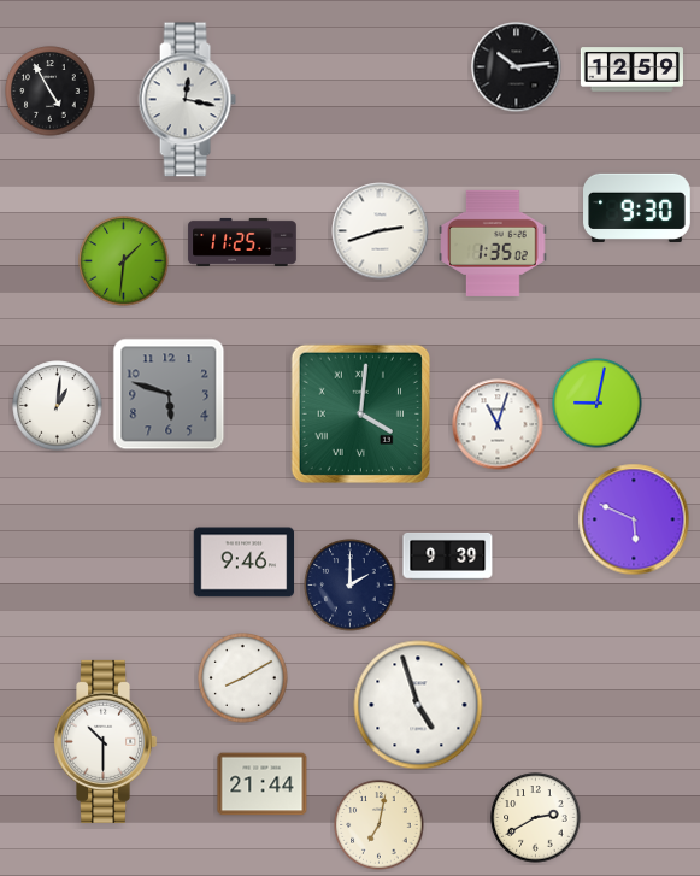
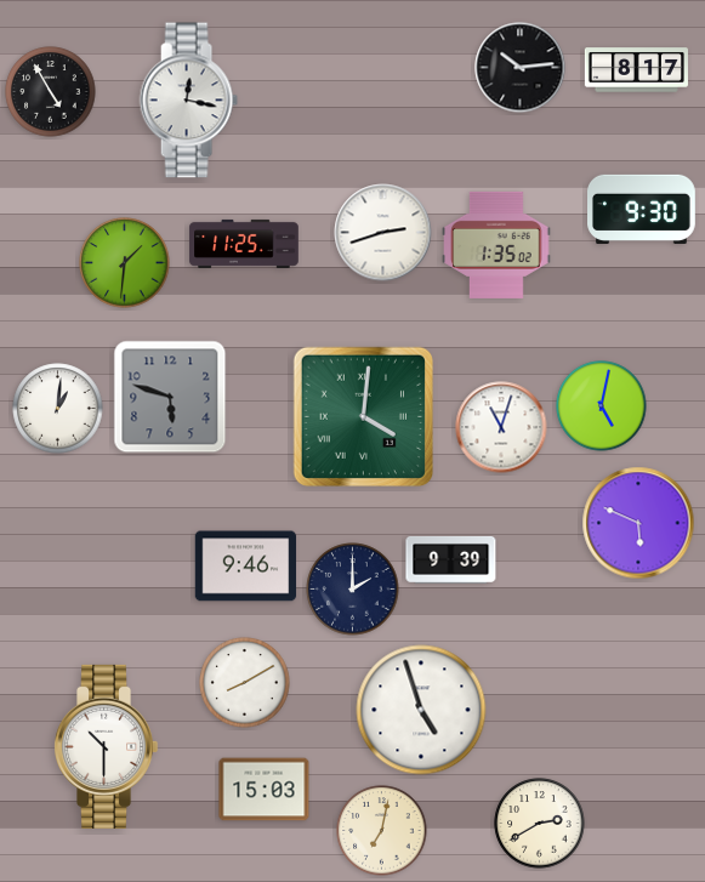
clock at (631, 70): 12:59 -> 8:17
clock at (598, 404): 9:02 -> 5:02
clock at (263, 784): 21:44 -> 15:03
